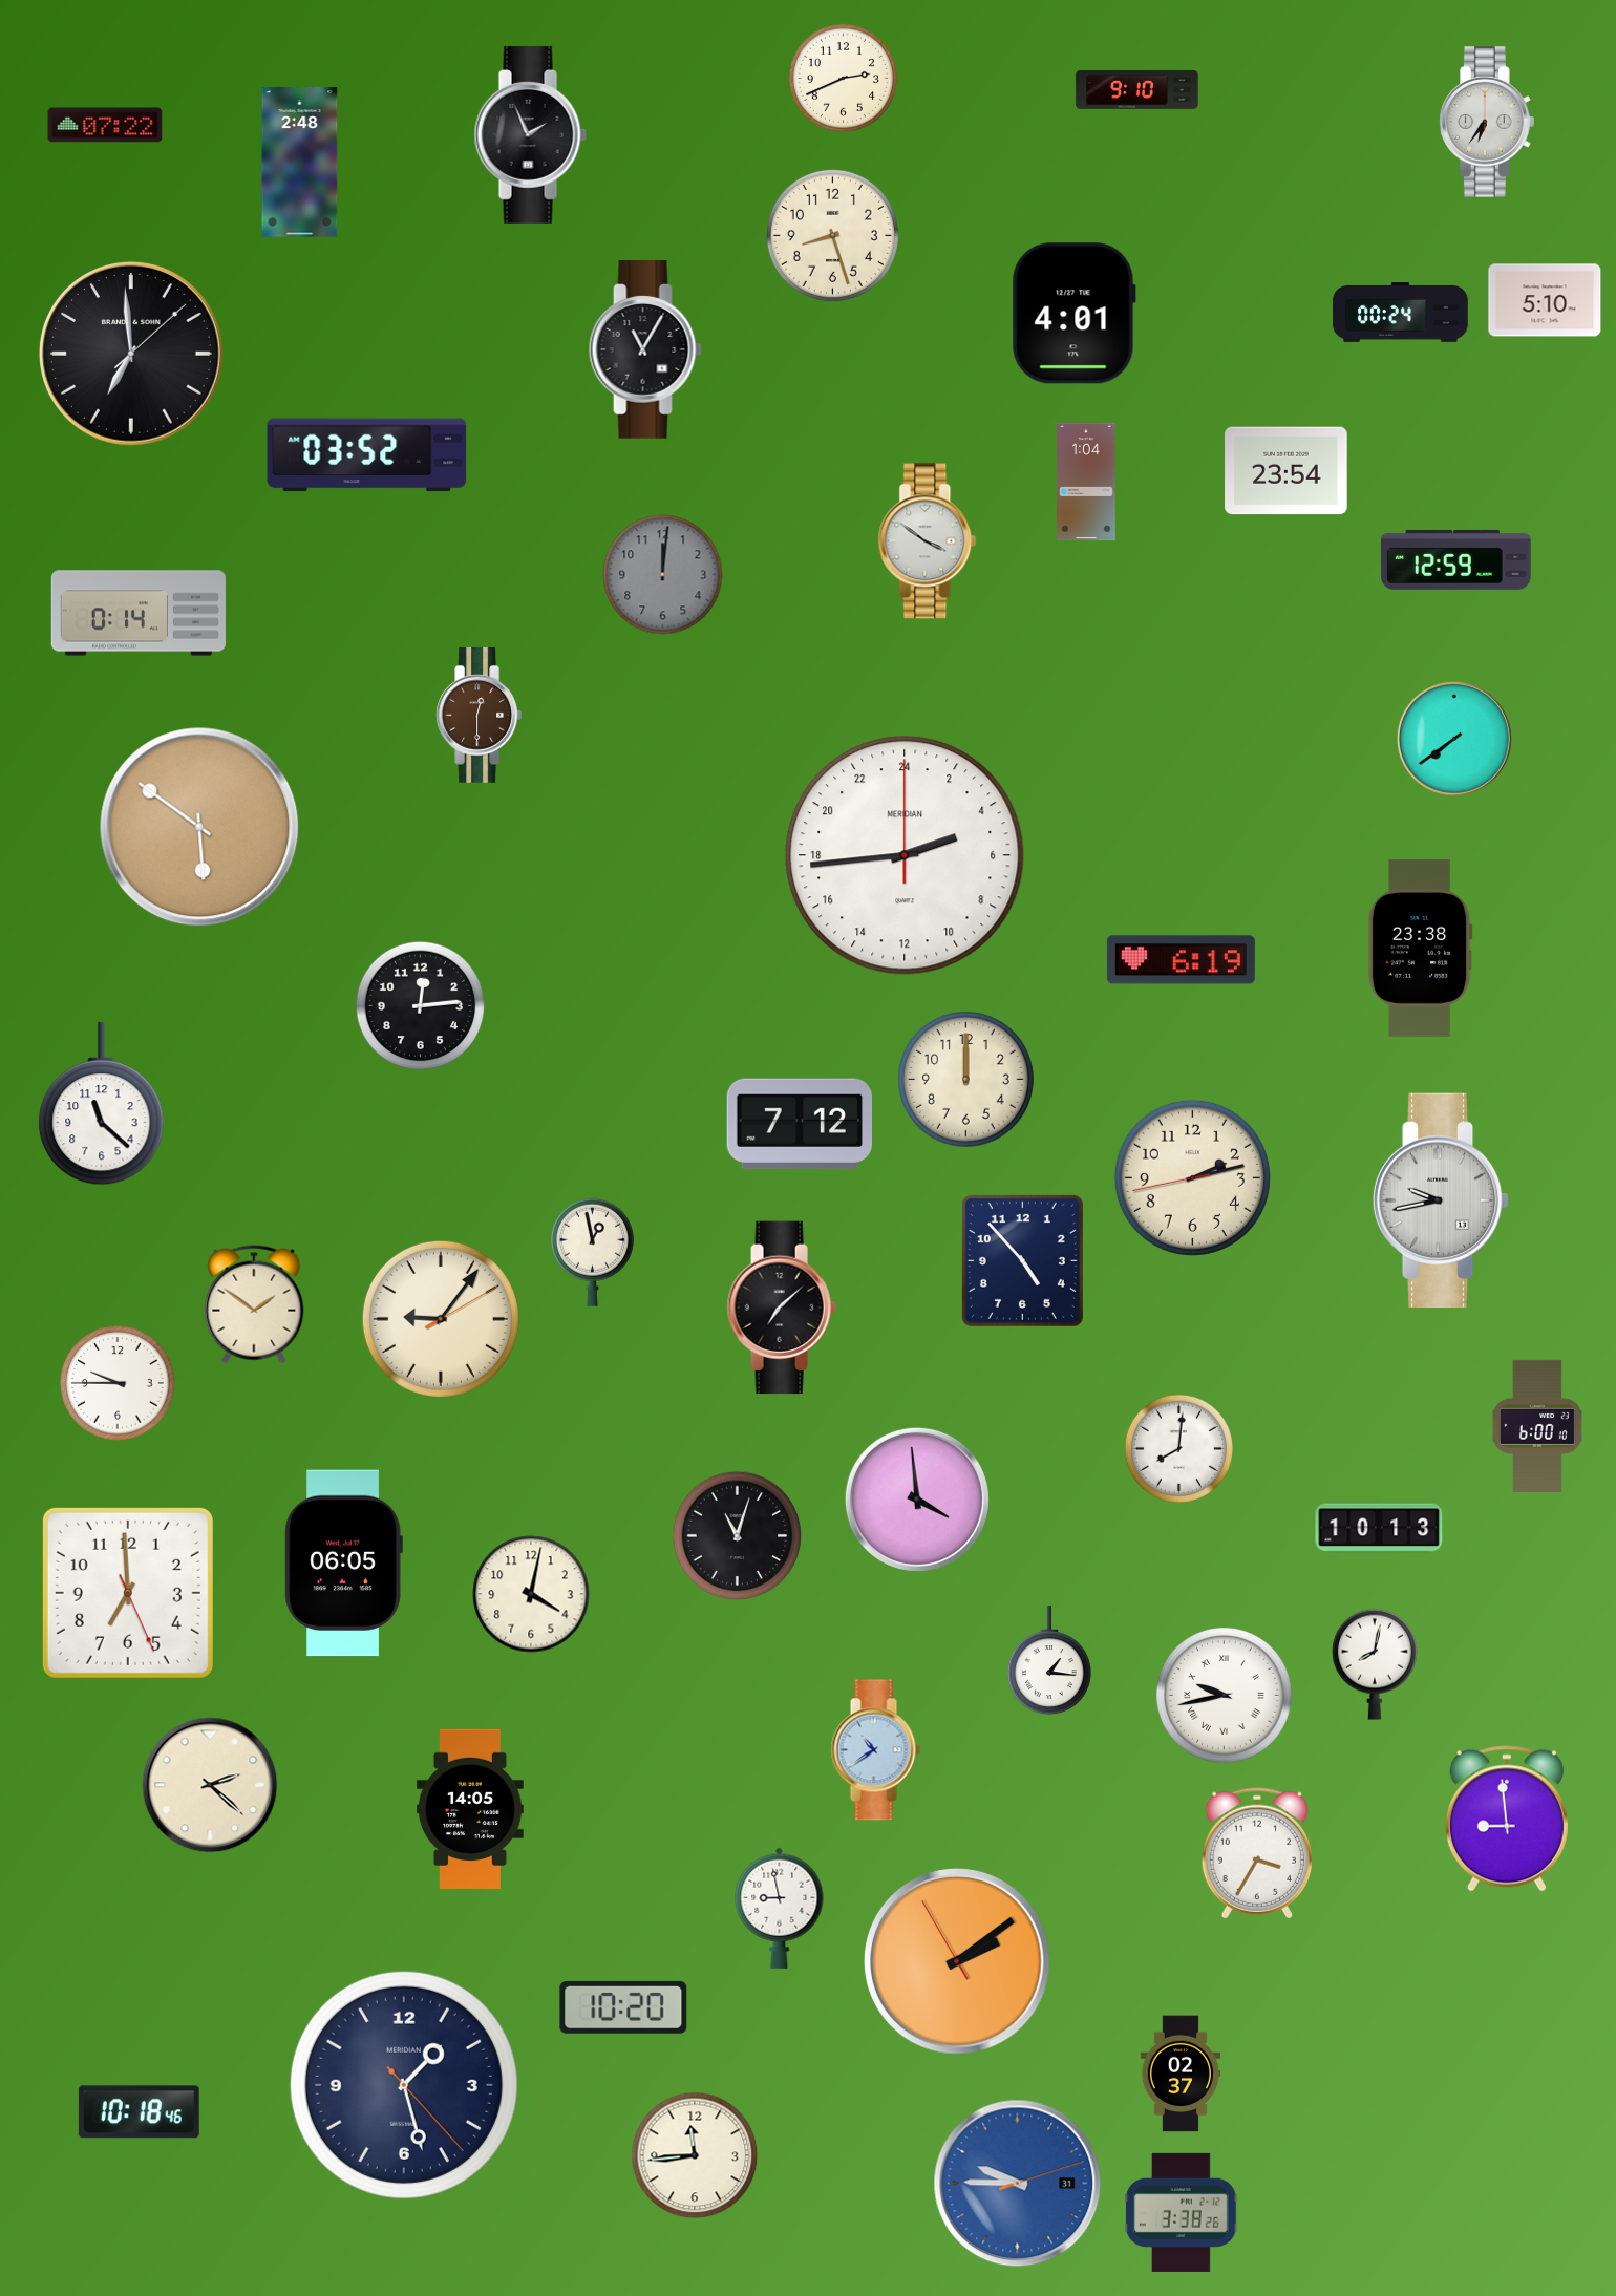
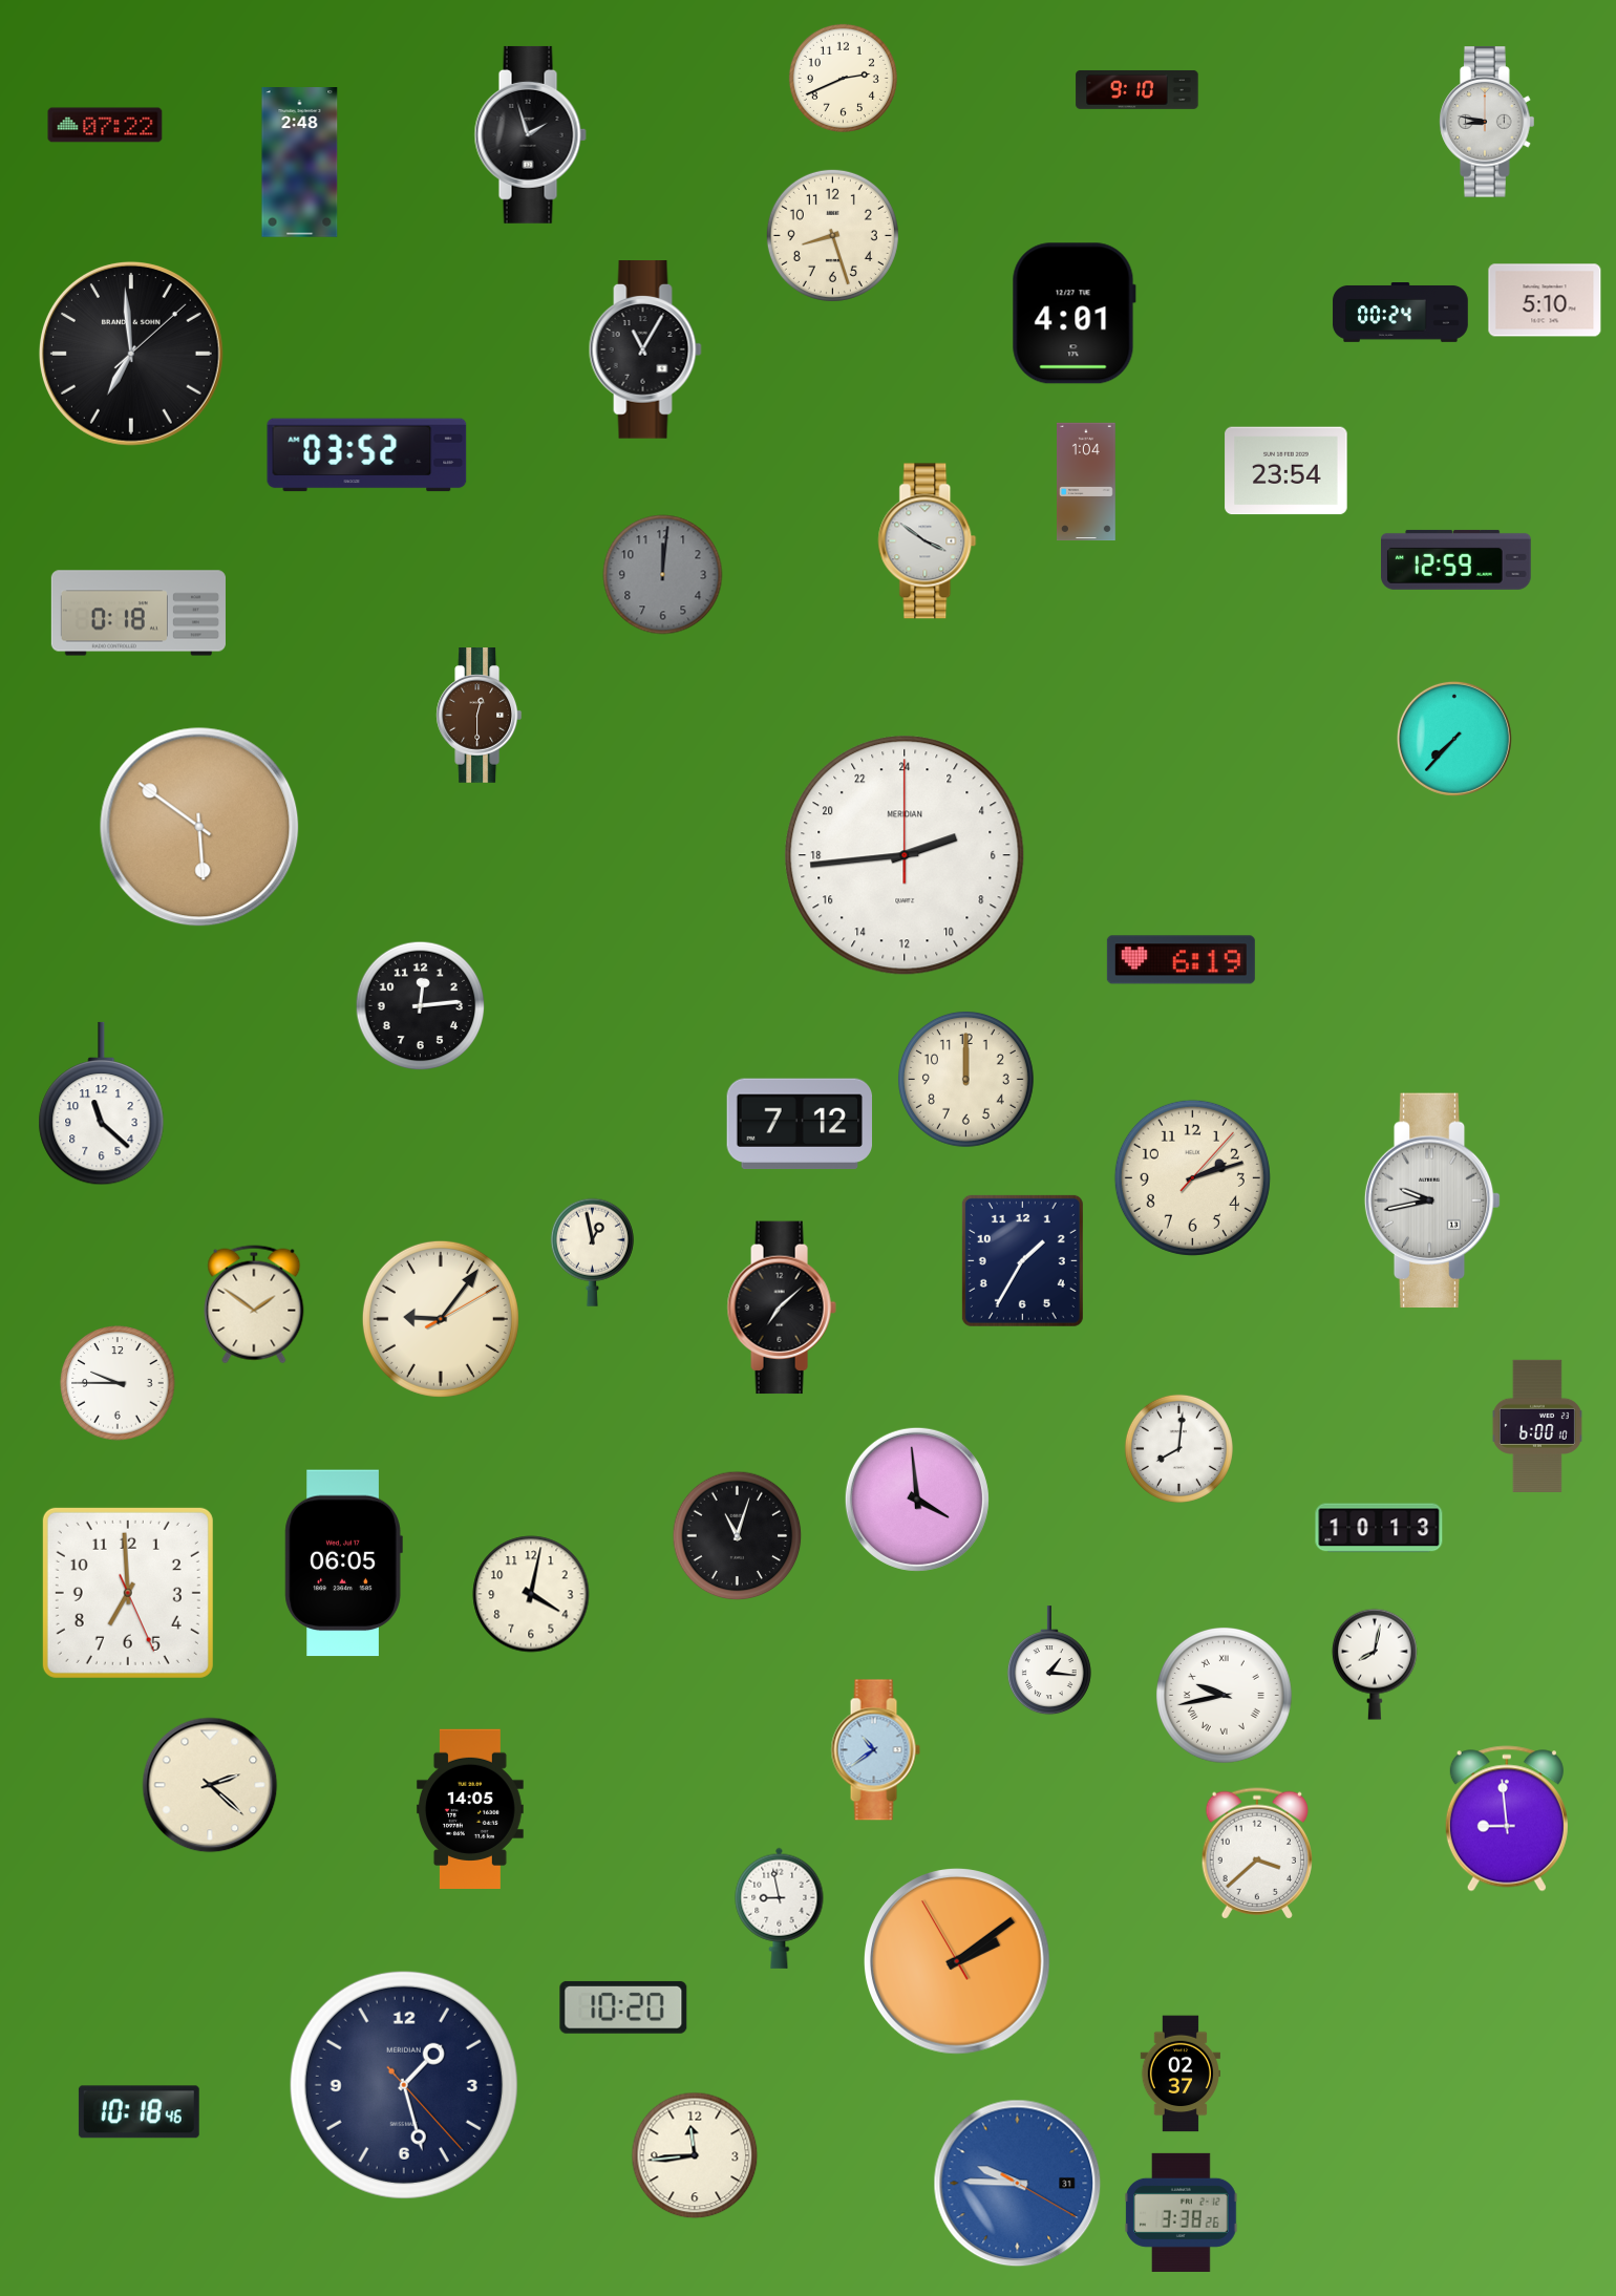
clock at (1487, 122): 6:36 -> 8:47
clock at (530, 134): 1:56 -> 1:57
clock at (139, 613): 0:14 -> 0:18
clock at (1454, 739): 7:39 -> 7:37
clock at (1420, 948): 23:38 -> none
clock at (1192, 1177): 2:12:43 -> 2:12:07
clock at (1441, 1200) position: (1441, 1200) -> (1432, 1200)
clock at (1022, 1260): 4:53 -> 1:35
clock at (1256, 1853): 3:35 -> 3:38
clock at (1018, 2184): 9:45:12 -> 9:45:20
